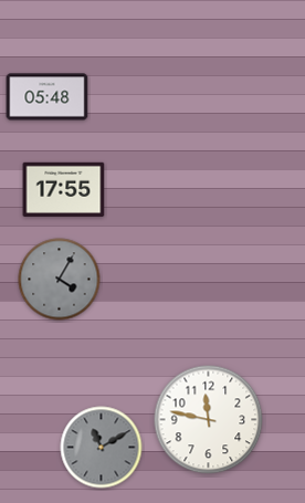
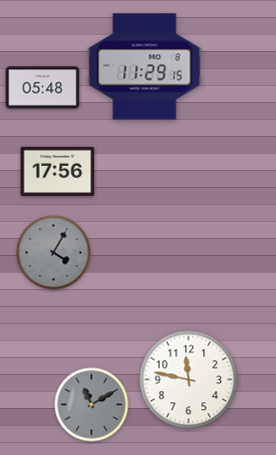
clock at (145, 67): none -> 11:29
clock at (64, 189): 17:55 -> 17:56
